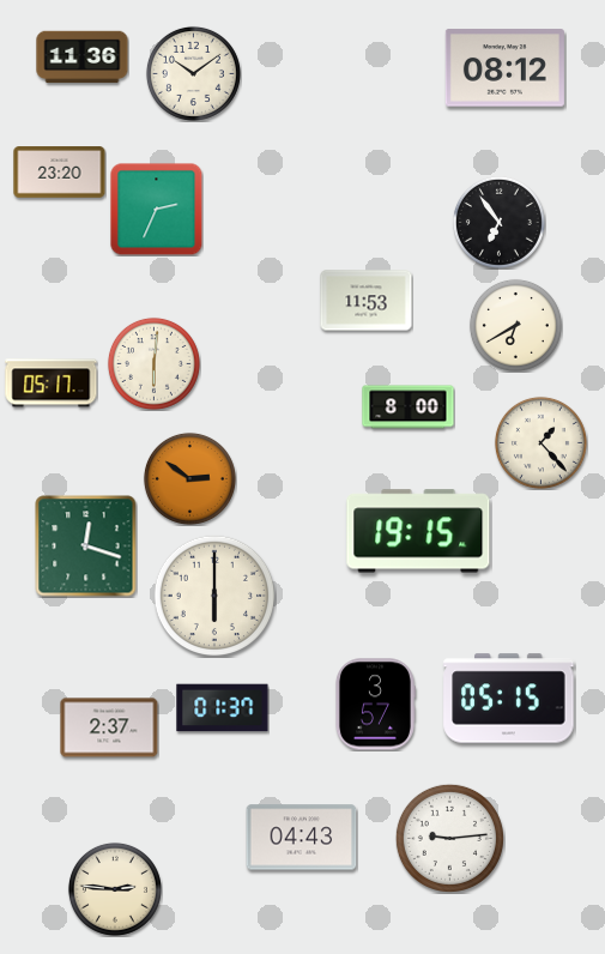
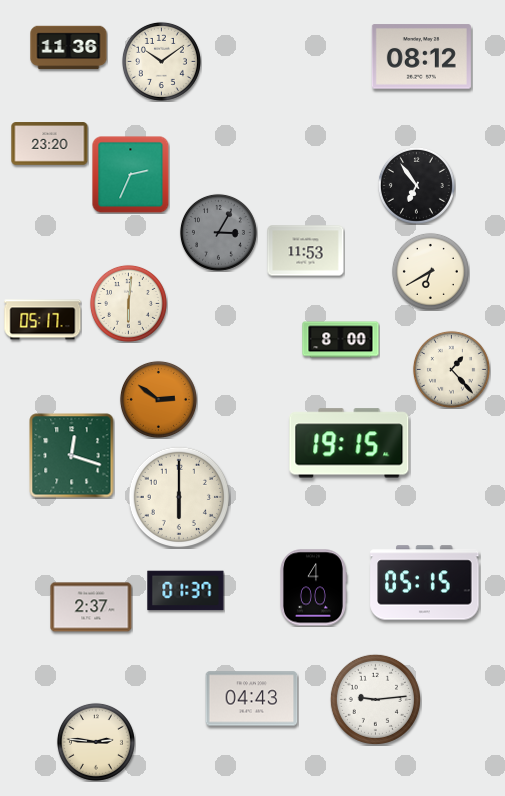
clock at (218, 232): none -> 3:05
clock at (375, 705): 3:57 -> 4:00
